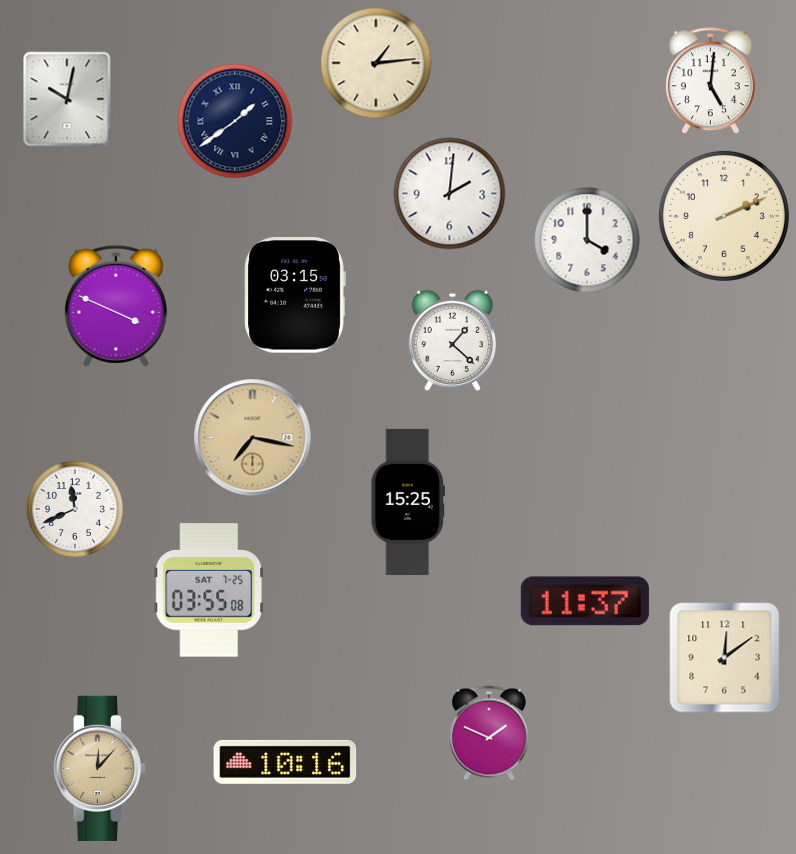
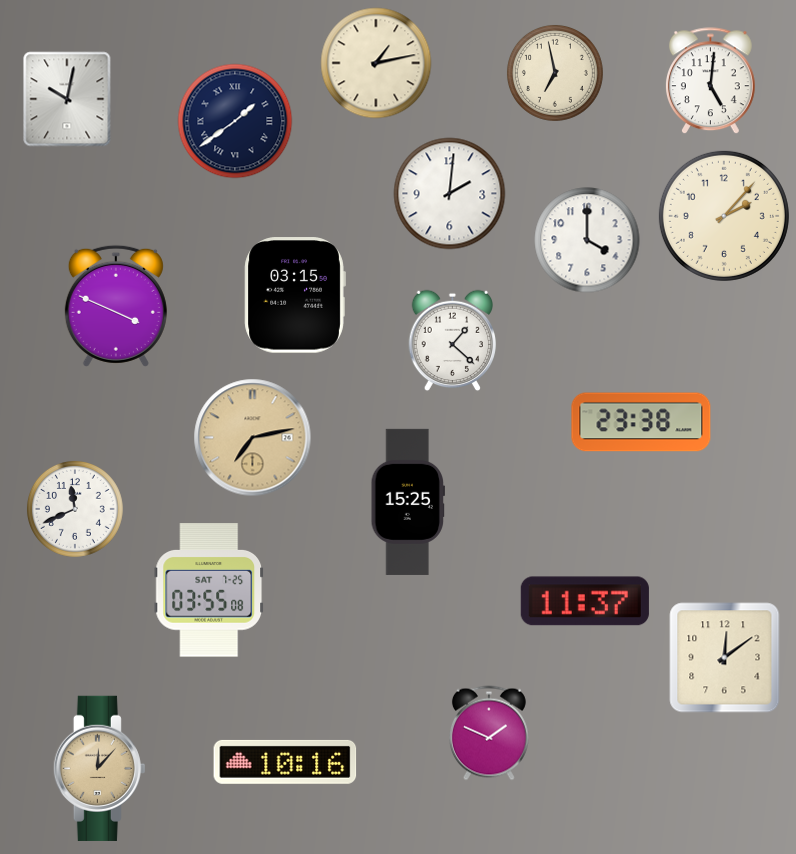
clock at (376, 63): 1:14 -> 1:13
clock at (555, 73): none -> 6:58
clock at (724, 216): 2:11 -> 2:07
clock at (641, 422): none -> 23:38
clock at (253, 438): 7:17 -> 7:13
